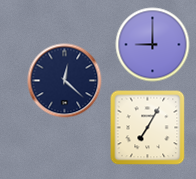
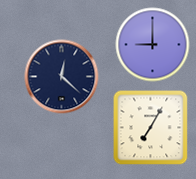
clock at (65, 81) position: (65, 81) -> (62, 77)
clock at (148, 128) position: (148, 128) -> (151, 128)
